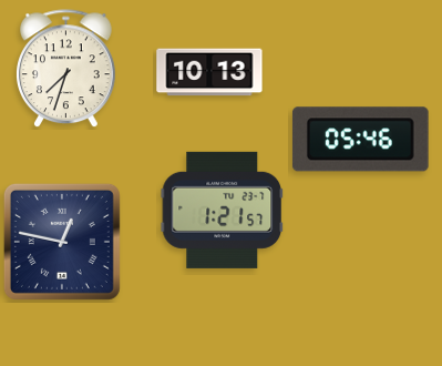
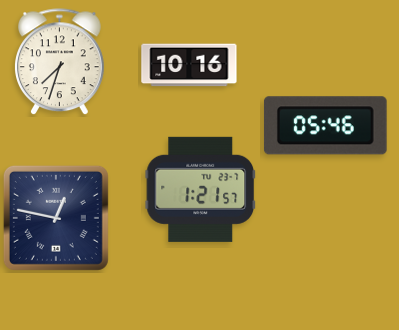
clock at (209, 72): 10:13 -> 10:16
